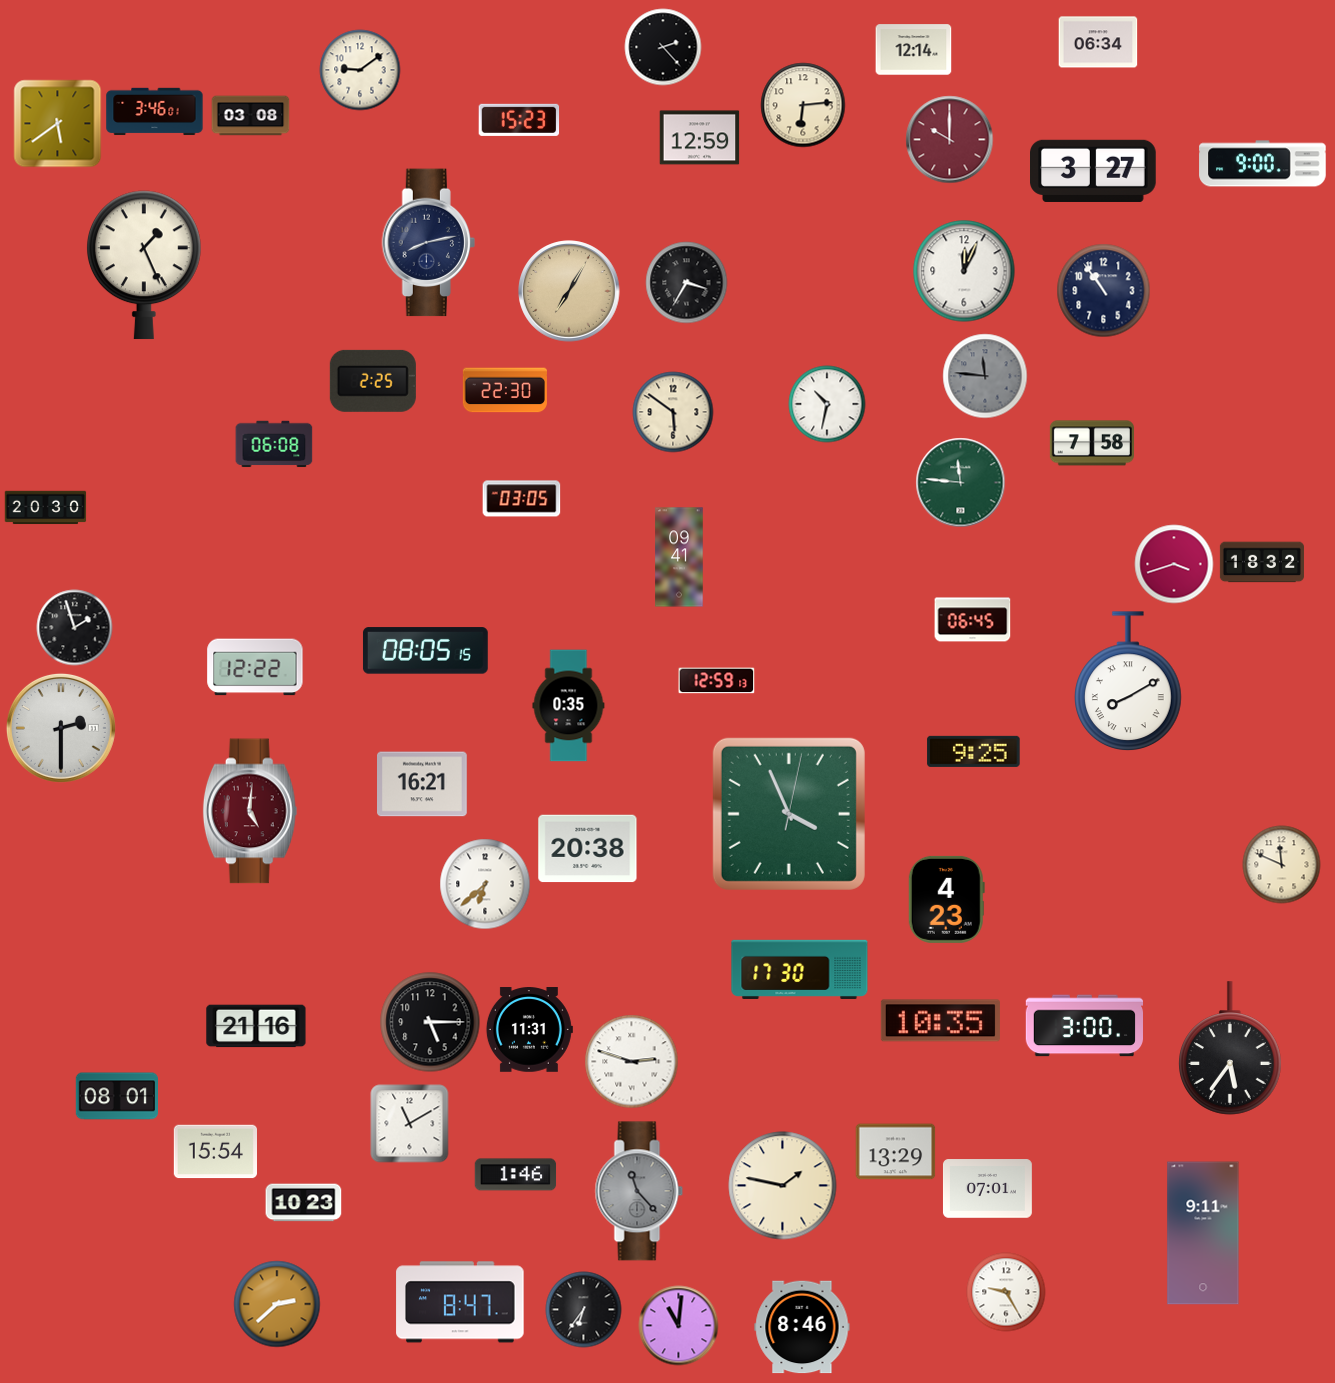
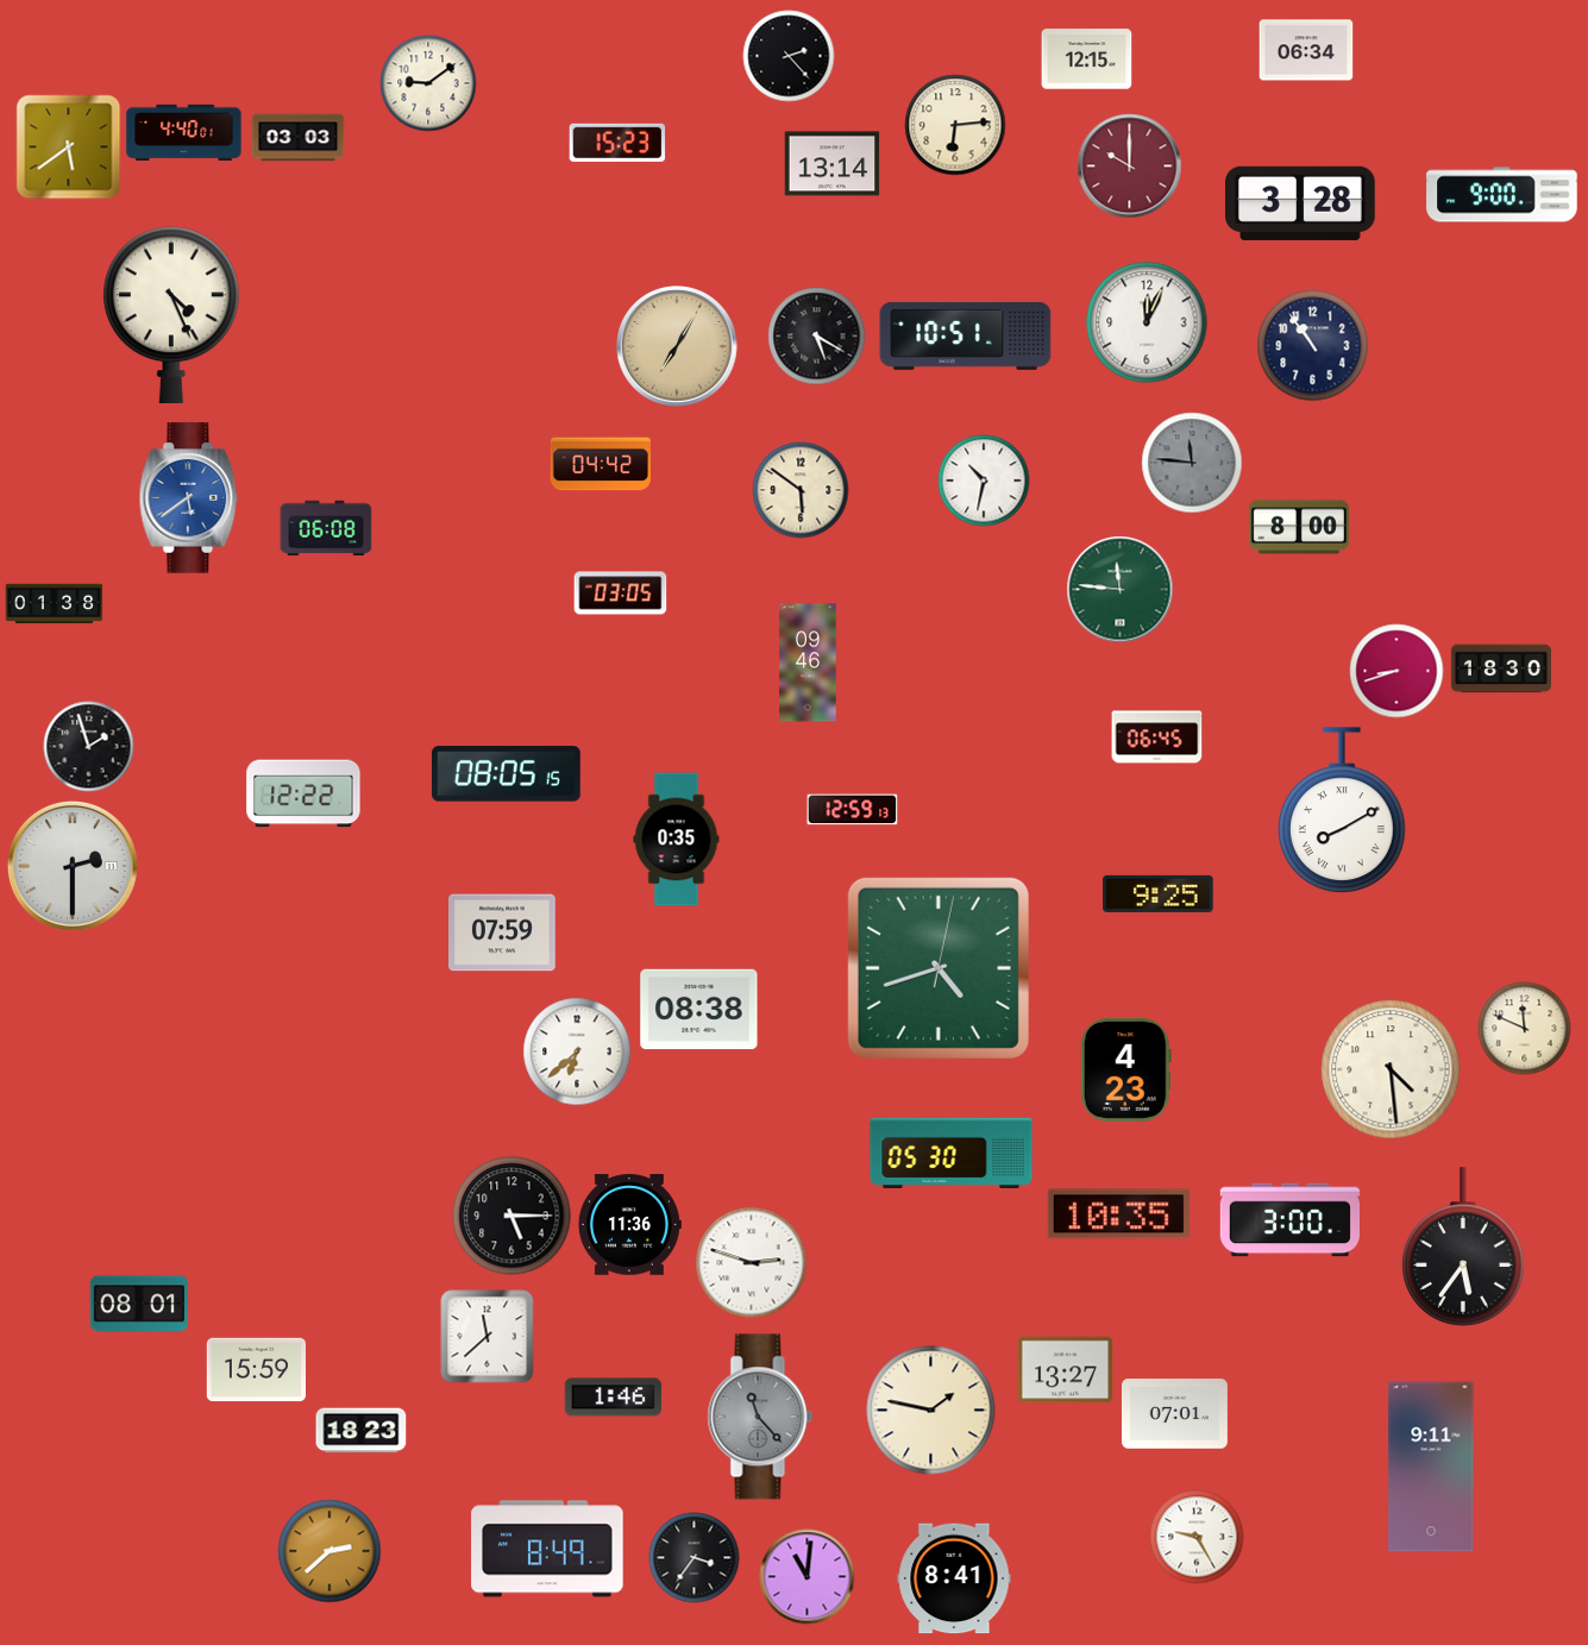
clock at (914, 50): 12:14 -> 12:15
clock at (155, 112): 3:46 -> 4:40
clock at (251, 116): 03:08 -> 03:03
clock at (700, 138): 12:59 -> 13:14
clock at (1094, 171): 3:27 -> 3:28
clock at (428, 243): 8:13 -> none
clock at (144, 265): 1:26 -> 4:26
clock at (966, 335): none -> 10:51
clock at (687, 283): 3:35 -> 5:20
clock at (985, 376) position: (985, 376) -> (1192, 463)
clock at (373, 381): 2:25 -> none
clock at (505, 390): 22:30 -> 04:42
clock at (189, 498): none -> 5:39
clock at (1092, 443): 7:58 -> 8:00
clock at (961, 483) position: (961, 483) -> (1121, 590)
clock at (46, 508): 20:30 -> 01:38
clock at (679, 557): 09:41 -> 09:46
clock at (1262, 562): 18:32 -> 18:30
clock at (1174, 564): 3:42 -> 8:42
clock at (423, 784): 16:21 -> 07:59
clock at (250, 811): 5:01 -> none
clock at (789, 814): 3:56 -> 4:42
clock at (588, 849): 20:38 -> 08:38
clock at (1391, 1069): none -> 4:29
clock at (800, 969): 17:30 -> 05:30
clock at (256, 1026): 21:16 -> none
clock at (529, 1030): 11:31 -> 11:36
clock at (410, 1124): 11:10 -> 11:38
clock at (215, 1152): 15:54 -> 15:59
clock at (896, 1152): 13:29 -> 13:27
clock at (304, 1203): 10:23 -> 18:23
clock at (460, 1302): 8:47 -> 8:49
clock at (584, 1310): 6:36 -> 3:36
clock at (802, 1327): 8:46 -> 8:41
